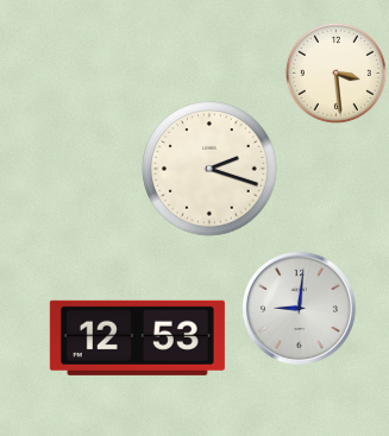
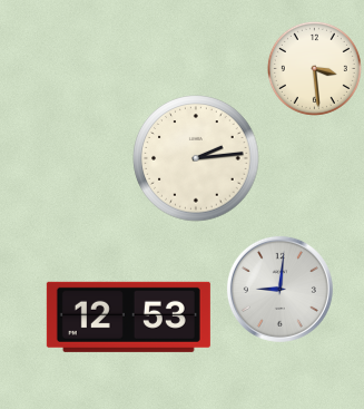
clock at (209, 169): 2:18 -> 2:14
